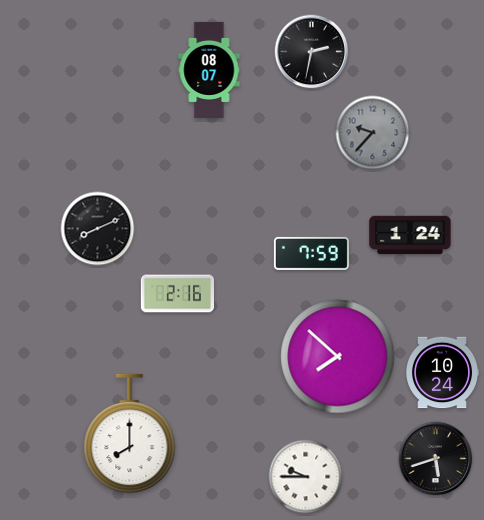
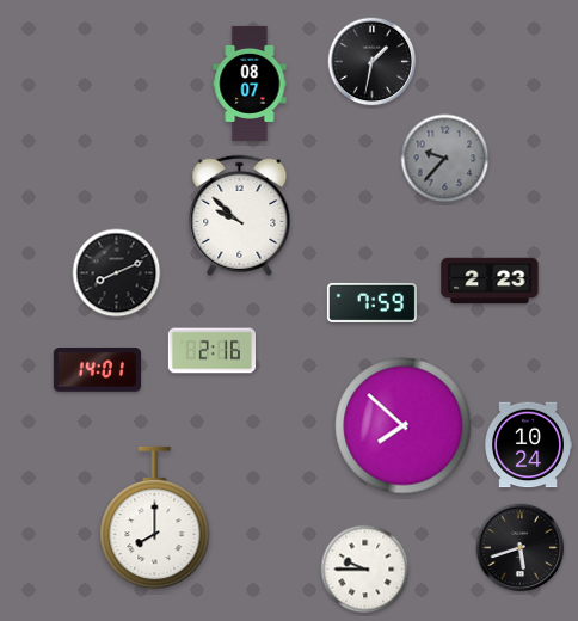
clock at (312, 52): 2:32 -> 1:32
clock at (240, 215): none -> 9:52
clock at (410, 235): 1:24 -> 2:23
clock at (97, 370): none -> 14:01
